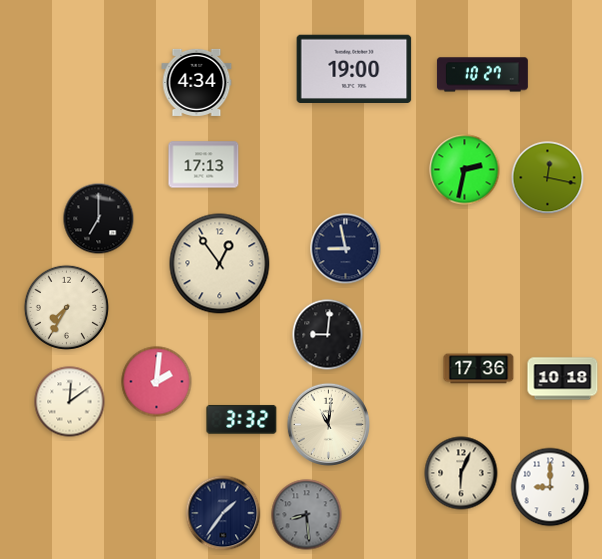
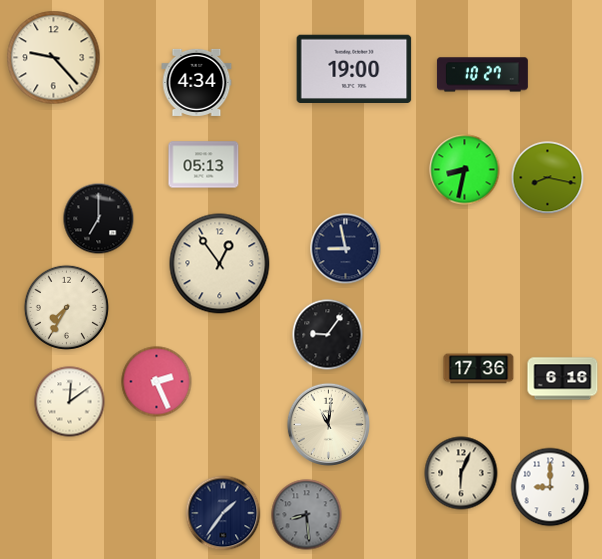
clock at (54, 58): none -> 9:23
clock at (204, 165): 17:13 -> 05:13
clock at (465, 170): 2:32 -> 8:32
clock at (548, 178): 12:17 -> 8:17
clock at (328, 335): 9:01 -> 9:06
clock at (563, 379): 10:18 -> 6:16
clock at (157, 382): 2:01 -> 2:26
clock at (242, 419): 3:32 -> none
